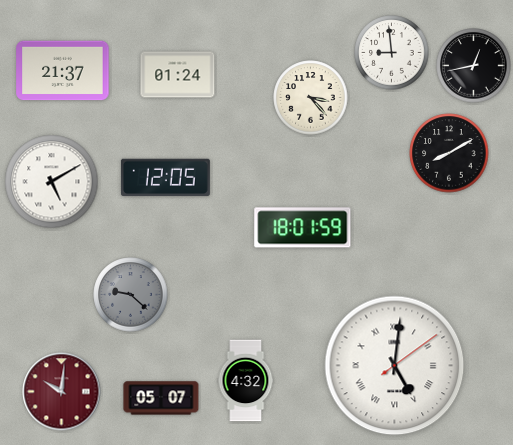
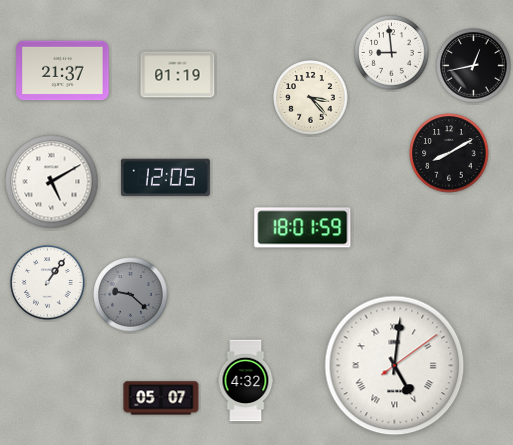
clock at (178, 75): 01:24 -> 01:19
clock at (48, 283): none -> 1:06
clock at (62, 392): 10:01 -> none
